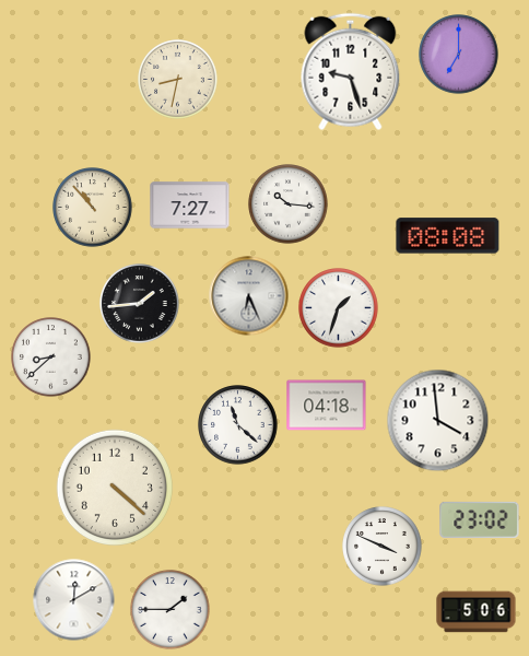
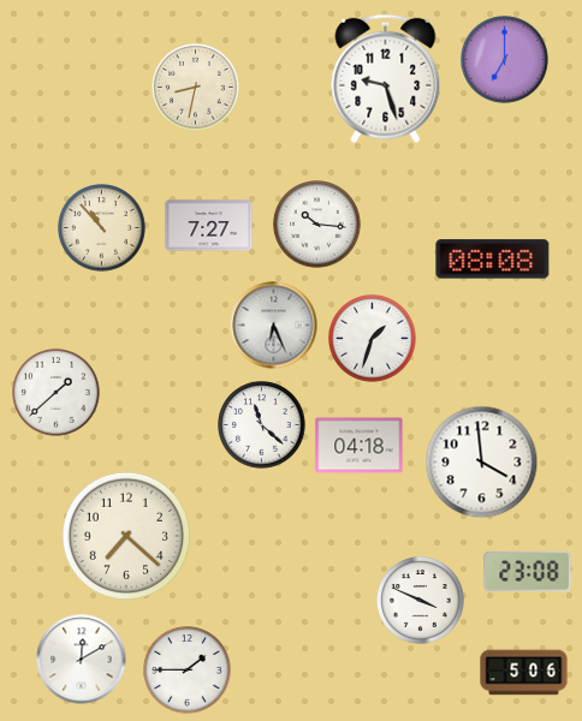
clock at (140, 304): 1:44 -> none
clock at (51, 358): 8:38 -> 1:38
clock at (238, 425) position: (238, 425) -> (262, 425)
clock at (114, 487): 4:22 -> 7:22
clock at (480, 519): 23:02 -> 23:08
